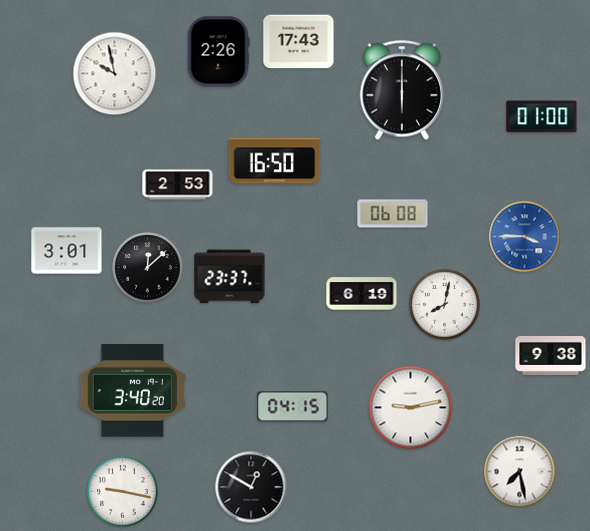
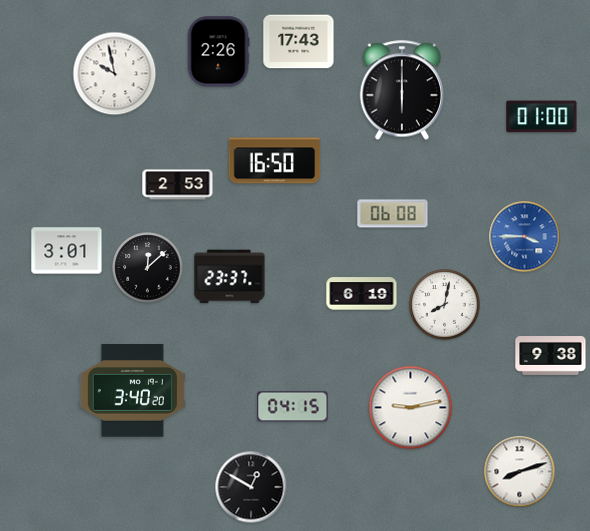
clock at (520, 472): 7:28 -> 8:12
clock at (123, 492): 9:17 -> none
